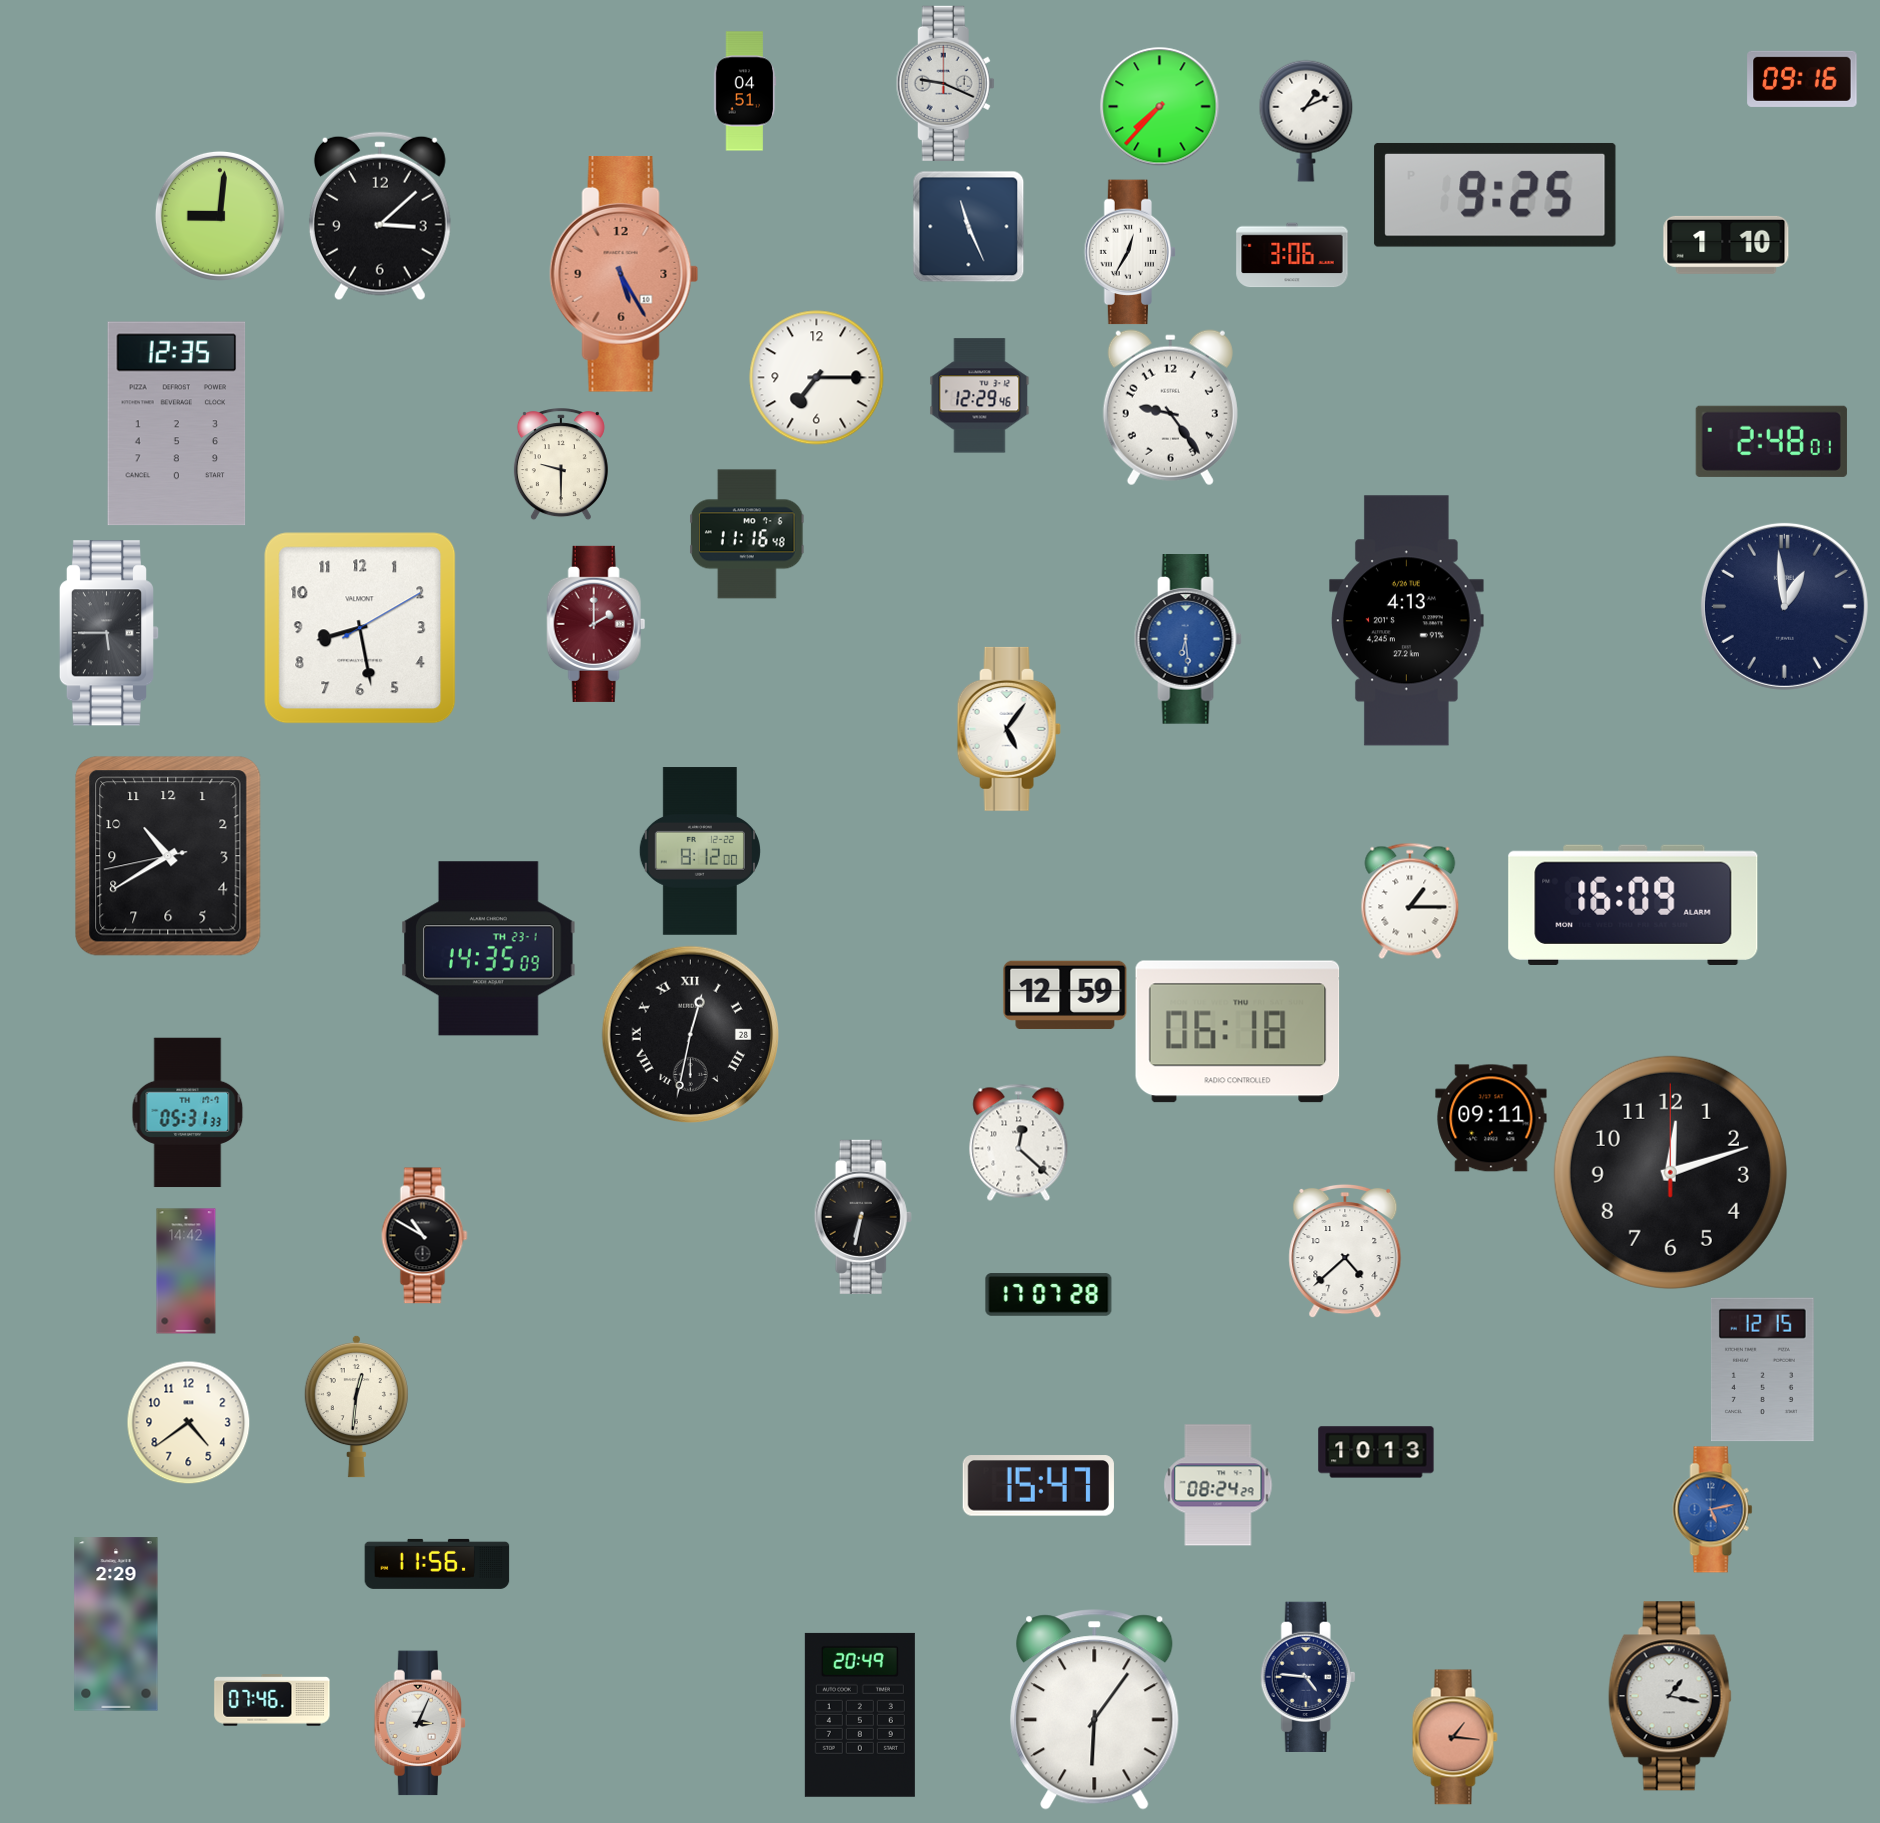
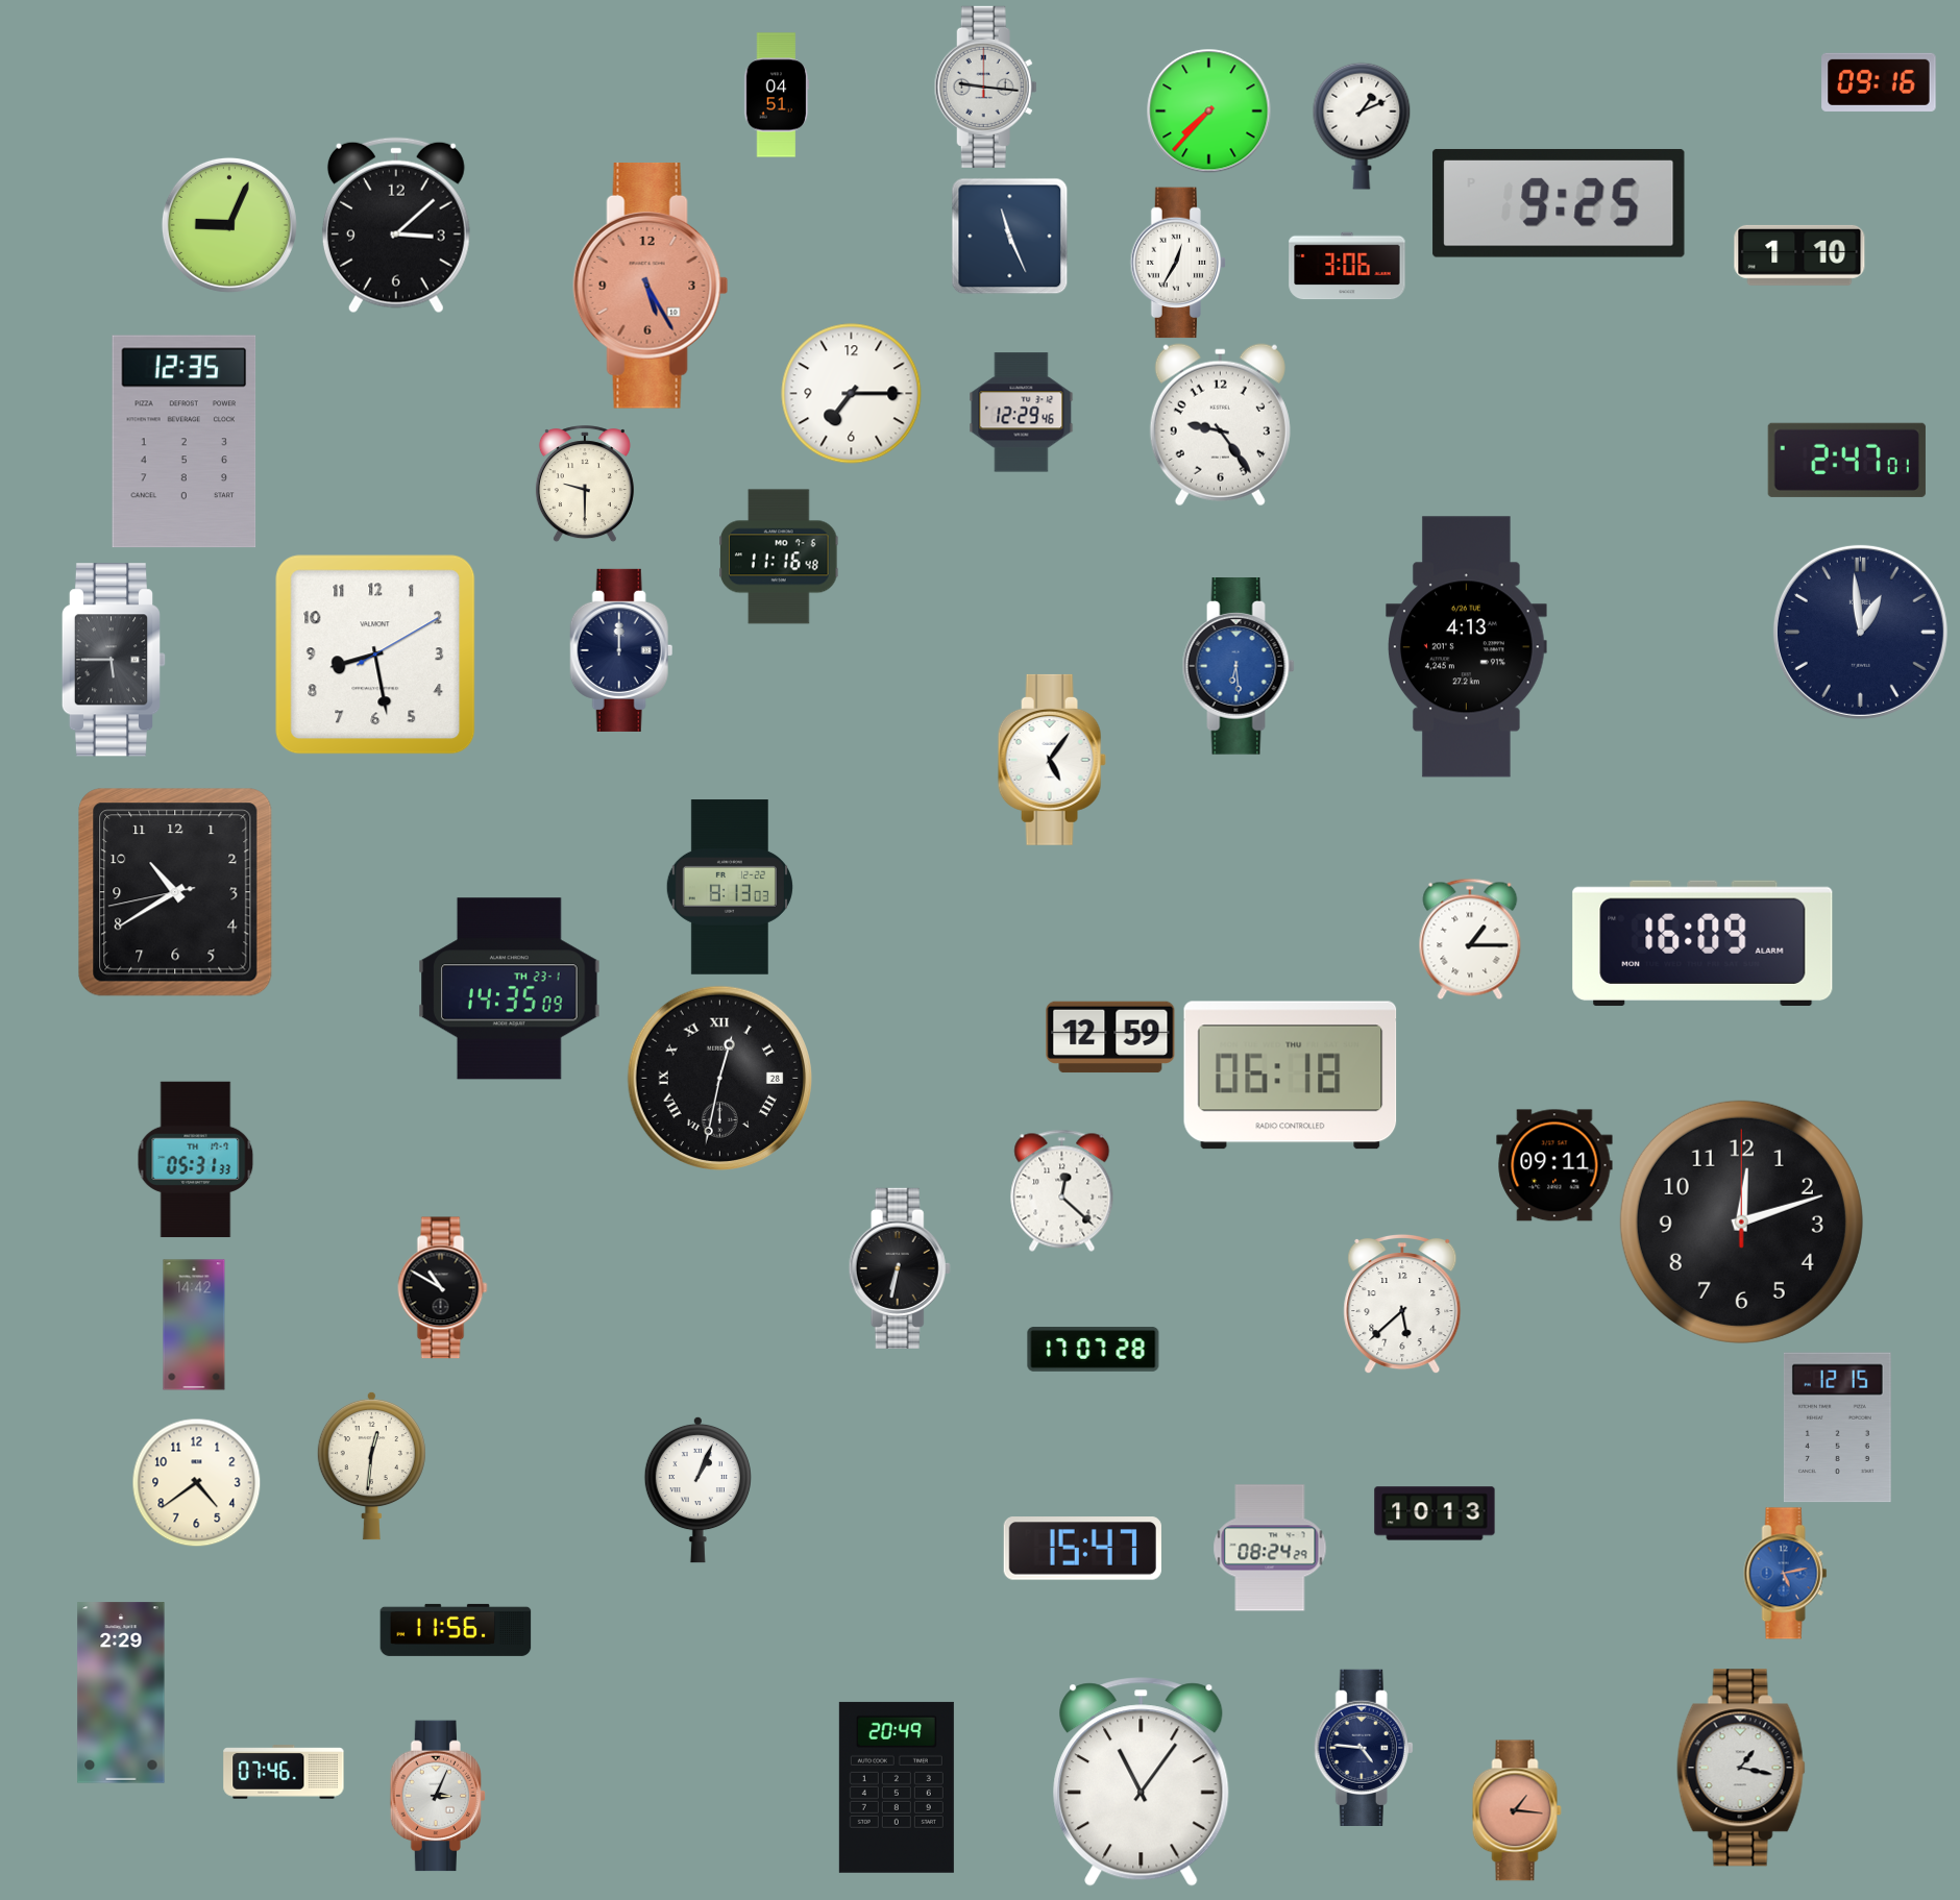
clock at (945, 83): 9:19 -> 9:16
clock at (220, 216): 9:01 -> 9:04
clock at (1771, 441): 2:48 -> 2:47
clock at (596, 624): 2:00 -> 12:00
clock at (596, 624) dial: burgundy -> navy
clock at (700, 851): 8:12 -> 8:13
clock at (1345, 1251): 4:38 -> 5:38
clock at (697, 1489): none -> 1:04
clock at (1095, 1710): 6:06 -> 11:06
